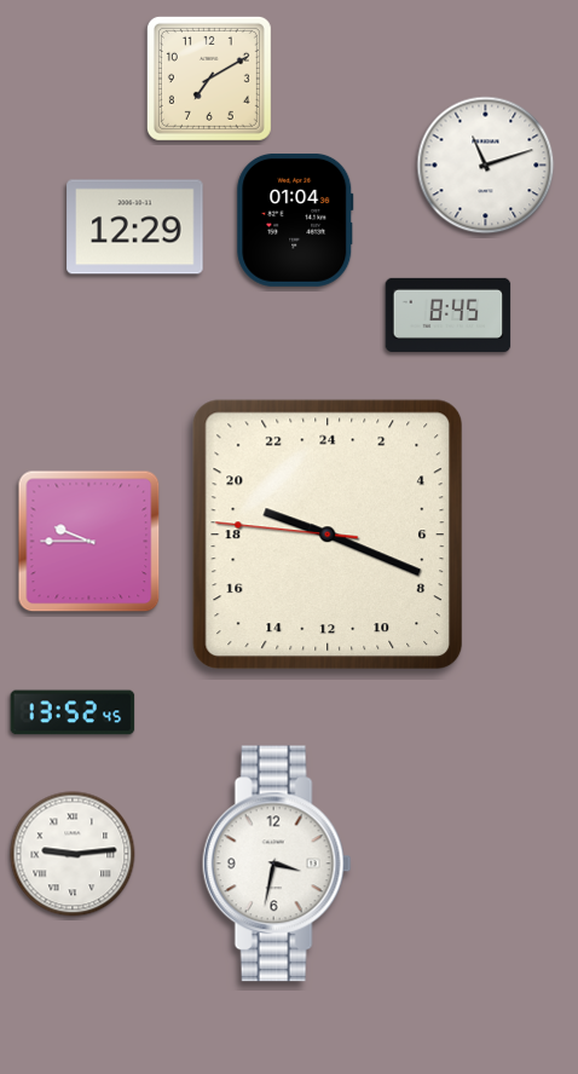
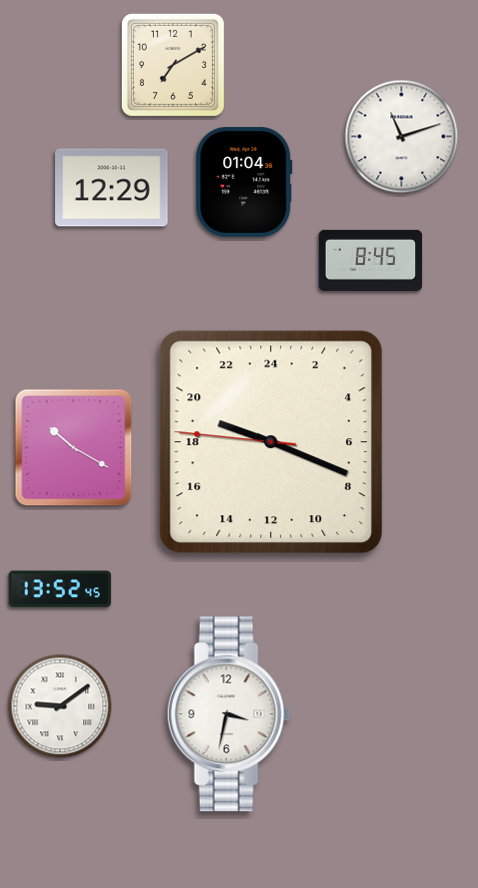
clock at (89, 542): 9:45 -> 10:20
clock at (73, 854): 9:14 -> 9:09
